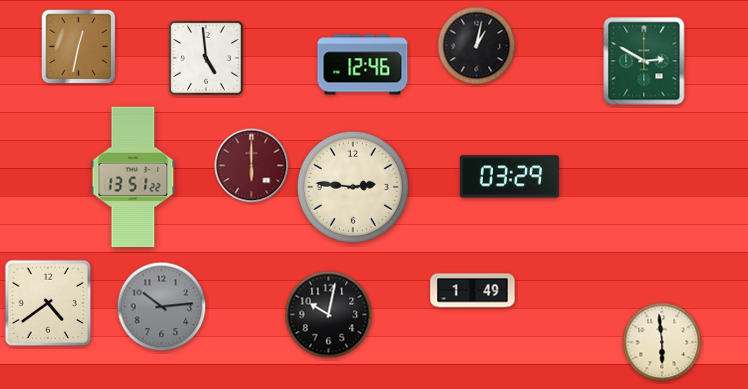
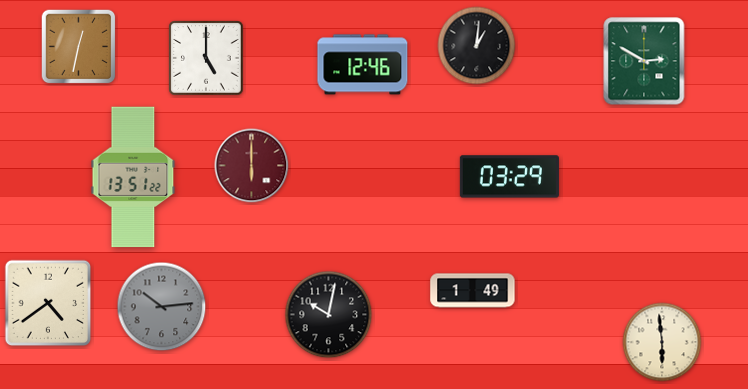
clock at (477, 46): 1:02 -> 1:01
clock at (206, 58): 4:59 -> 5:00
clock at (353, 187): 2:46 -> none
